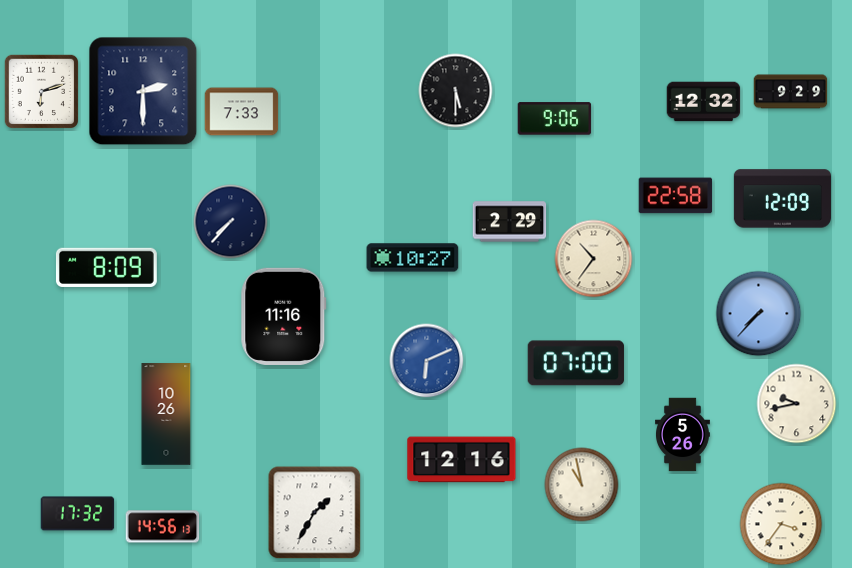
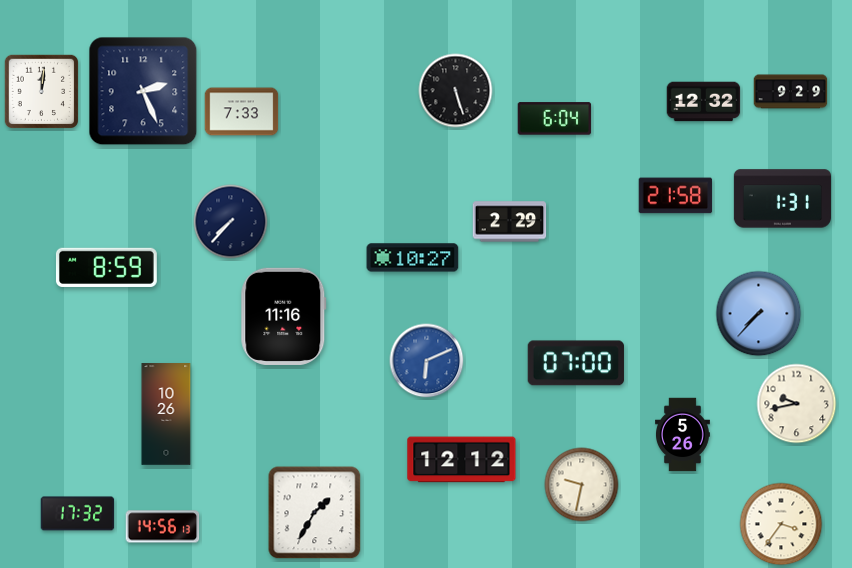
clock at (41, 91): 6:12 -> 12:01
clock at (143, 91): 2:30 -> 2:26
clock at (456, 91): 5:30 -> 5:27
clock at (555, 119): 9:06 -> 6:04
clock at (676, 196): 22:58 -> 21:58
clock at (782, 199): 12:09 -> 1:31
clock at (594, 259): 10:36 -> none
clock at (106, 267): 8:09 -> 8:59
clock at (462, 460): 12:16 -> 12:12
clock at (582, 485): 10:58 -> 9:32
